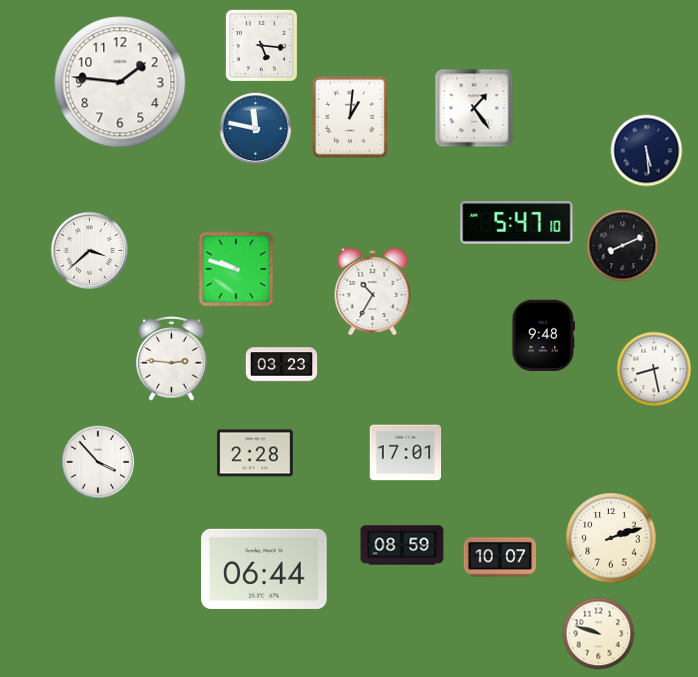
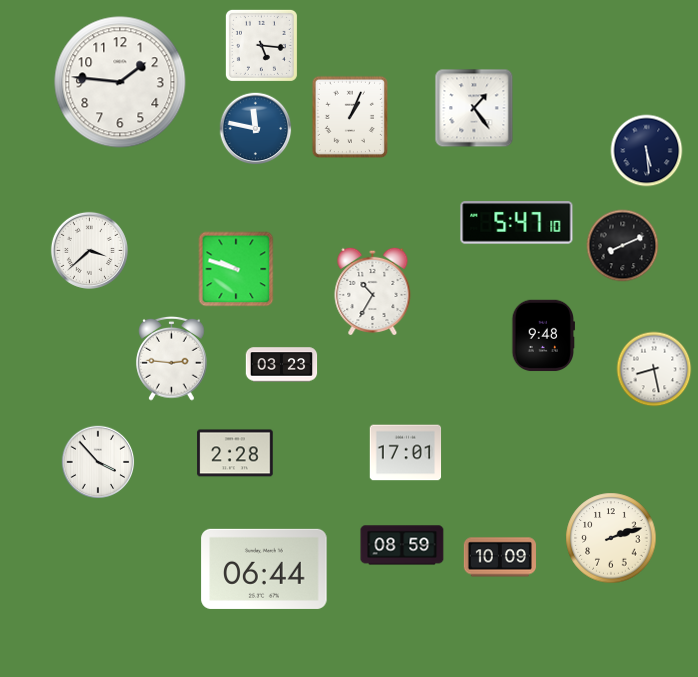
clock at (349, 116): 1:01 -> 1:04
clock at (255, 453) position: (255, 453) -> (235, 453)
clock at (500, 557): 10:07 -> 10:09
clock at (599, 634): 9:48 -> none
